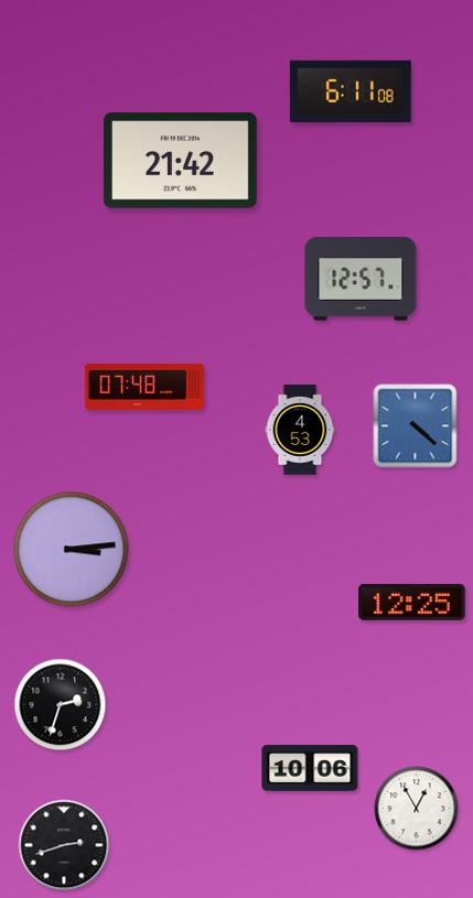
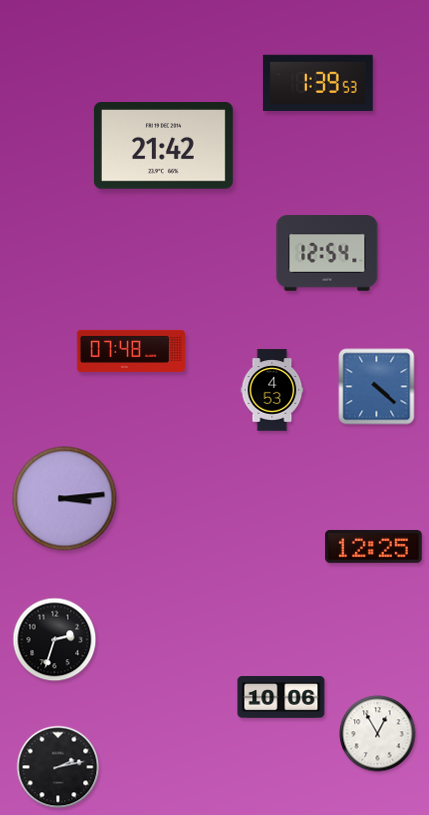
clock at (351, 91): 6:11 -> 1:39
clock at (361, 280): 12:57 -> 12:54
clock at (64, 845): 2:42 -> 2:13
